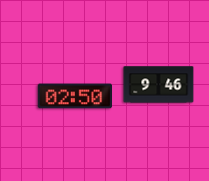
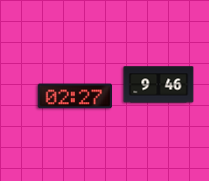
clock at (74, 96): 02:50 -> 02:27
